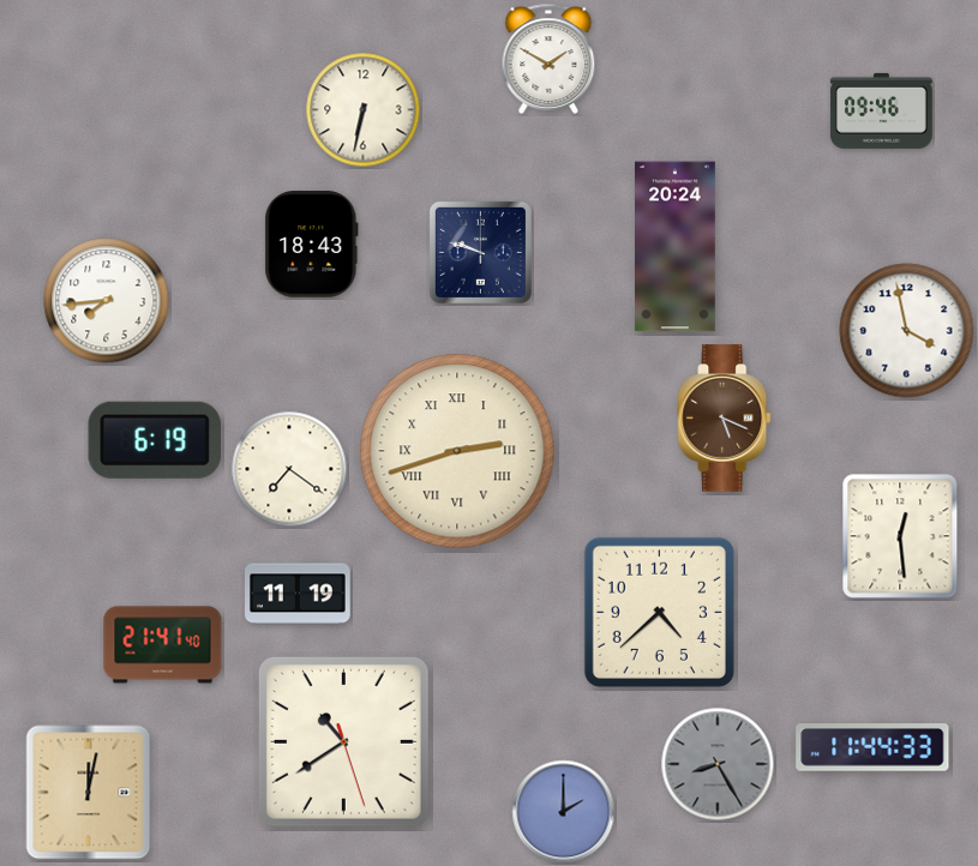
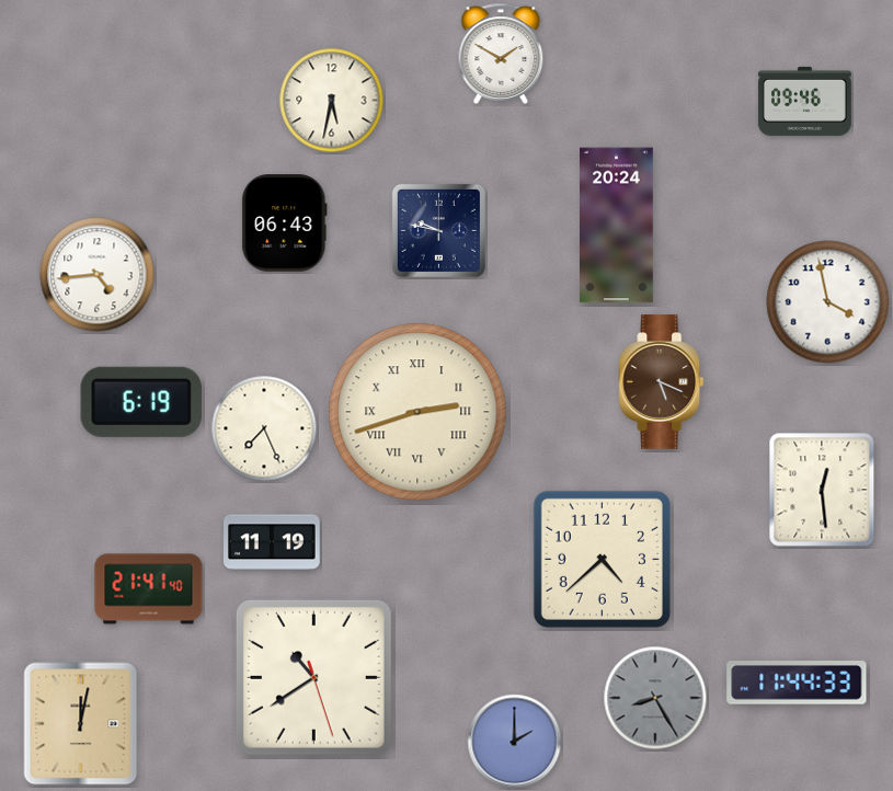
clock at (364, 110): 6:32 -> 5:32
clock at (312, 245): 18:43 -> 06:43
clock at (480, 252): 9:48 -> 9:47
clock at (107, 301): 7:44 -> 4:44
clock at (289, 469): 7:21 -> 7:26
